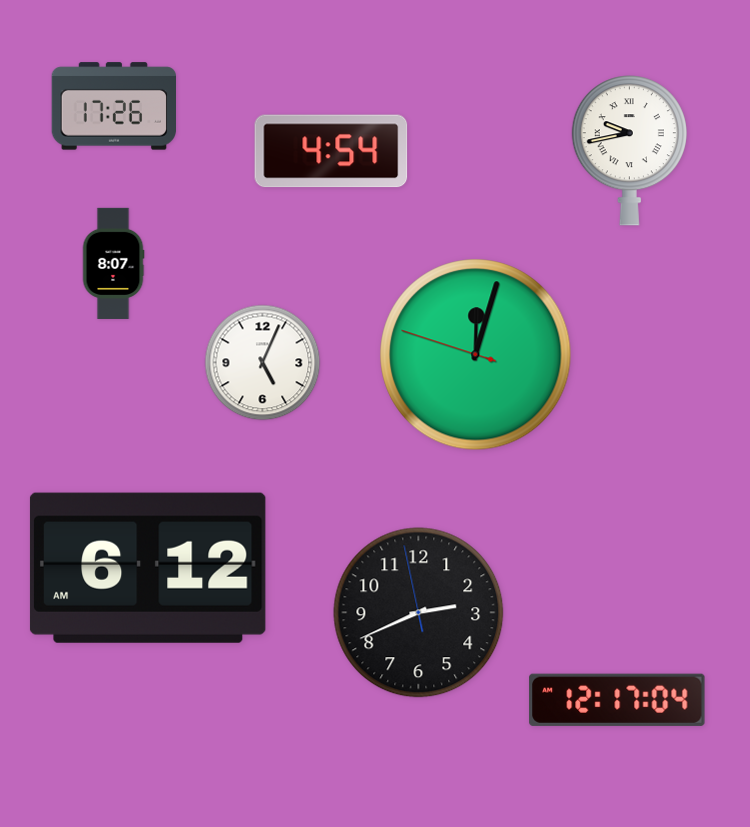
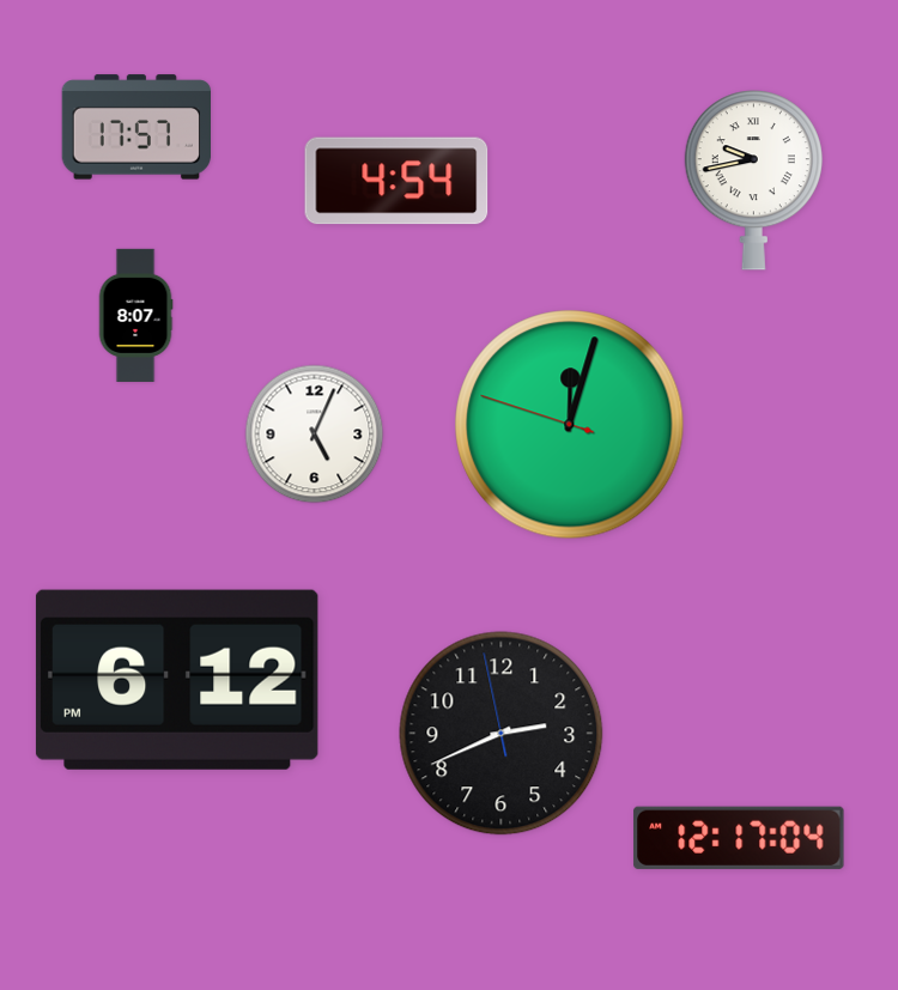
clock at (113, 106): 17:26 -> 17:57
clock at (148, 568): 6:12 AM -> 6:12 PM
